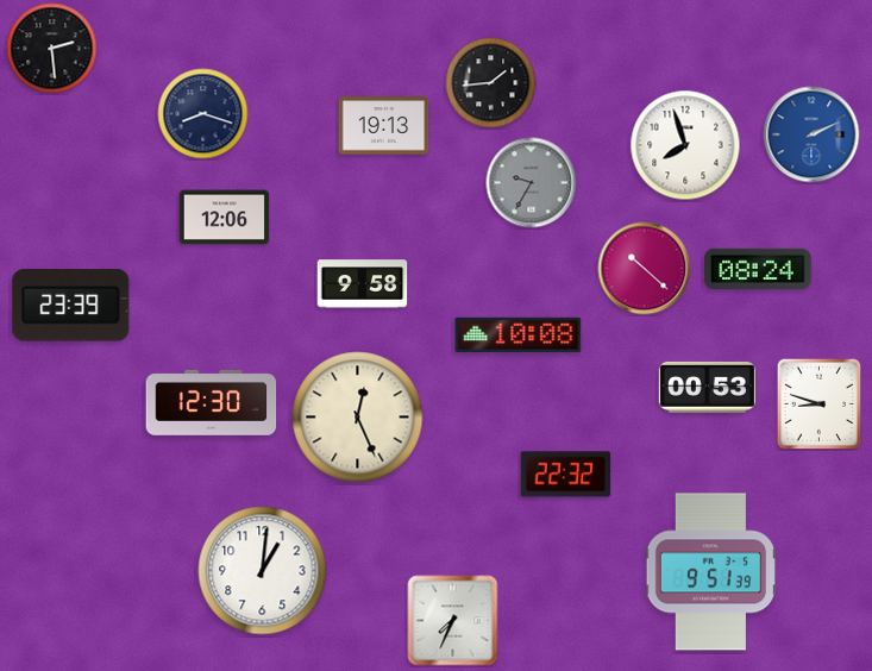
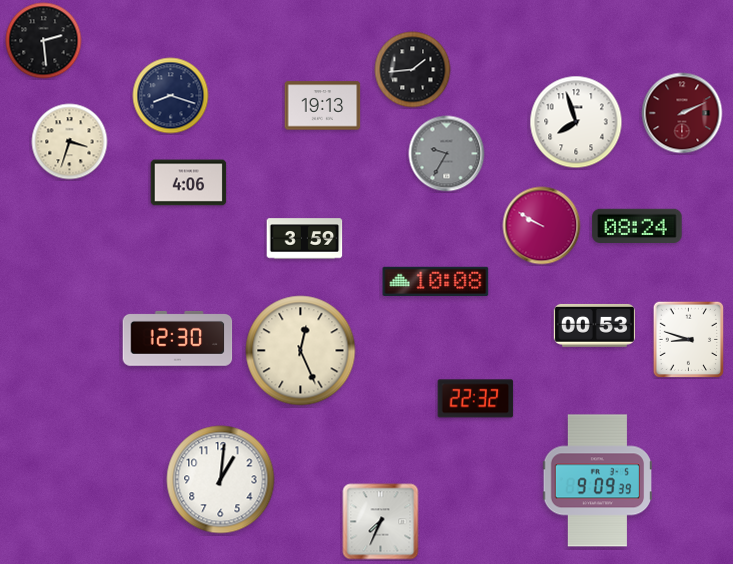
clock at (811, 134) dial: blue -> burgundy
clock at (70, 142): none -> 3:33
clock at (225, 218): 12:06 -> 4:06
clock at (645, 269): 10:22 -> 9:50
clock at (363, 284): 9:58 -> 3:59
clock at (71, 306): 23:39 -> none
clock at (711, 572): 9:51 -> 9:09
